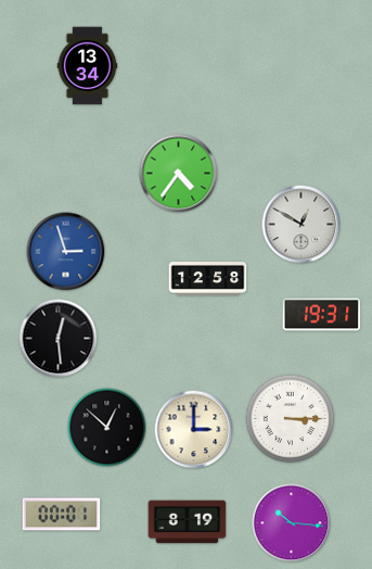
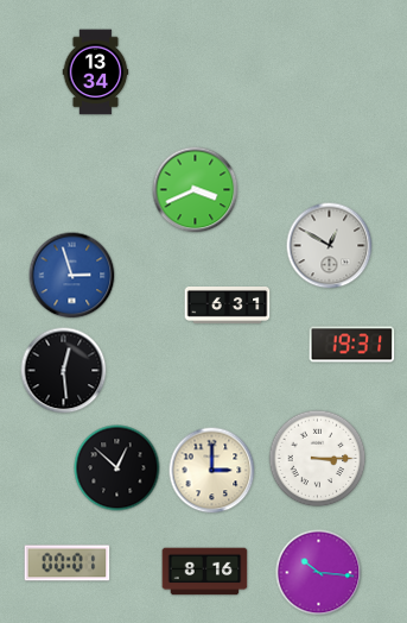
clock at (179, 174): 4:36 -> 3:41
clock at (208, 279): 12:58 -> 6:31
clock at (188, 522): 8:19 -> 8:16
